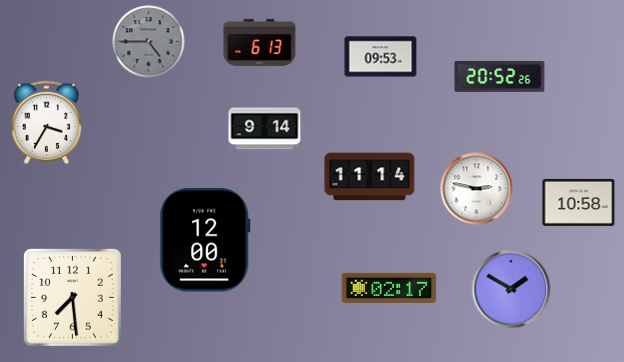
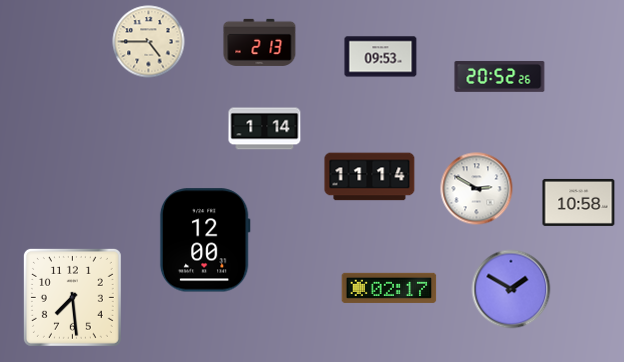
clock at (149, 42) dial: grey -> cream
clock at (260, 42): 6:13 -> 2:13
clock at (46, 122): 3:35 -> none
clock at (265, 129): 9:14 -> 1:14
clock at (477, 189): 2:47 -> 2:50
